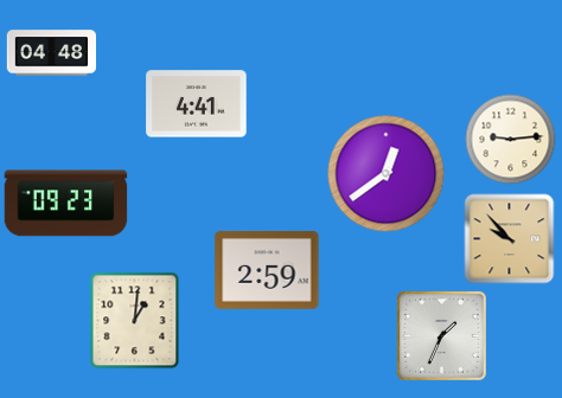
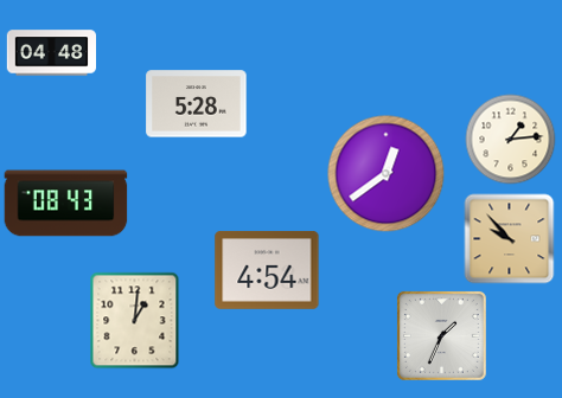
clock at (197, 104): 4:41 -> 5:28
clock at (511, 140): 9:14 -> 1:14
clock at (66, 204): 09:23 -> 08:43
clock at (267, 271): 2:59 -> 4:54
